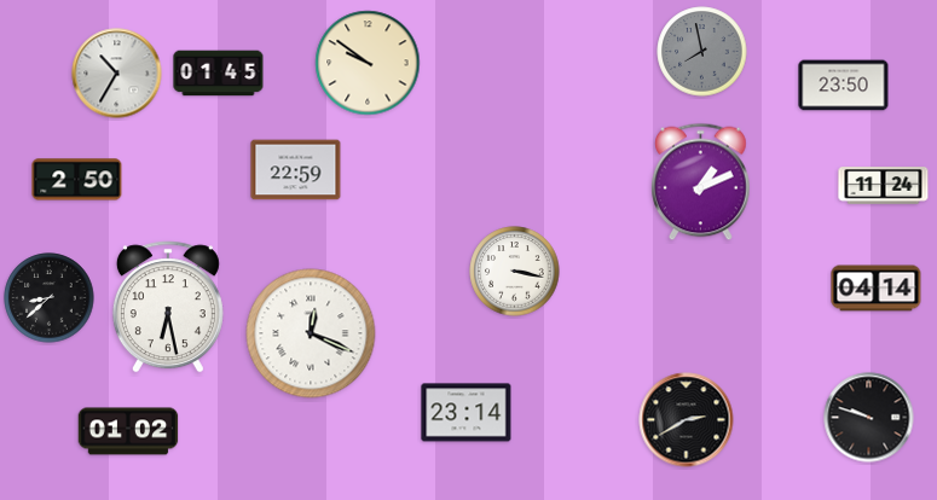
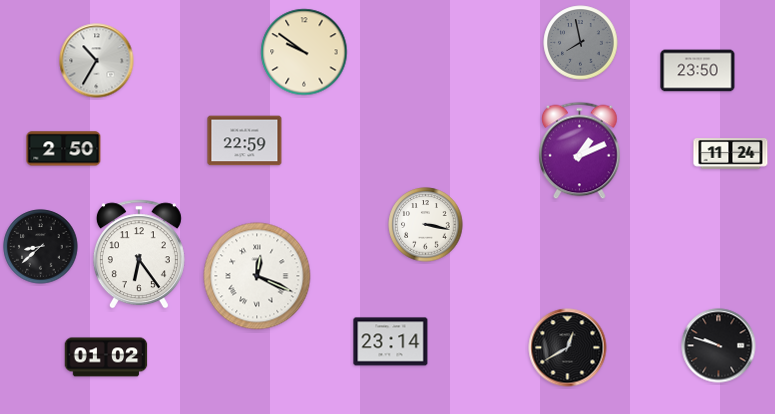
clock at (219, 74): 01:45 -> none
clock at (877, 289): 04:14 -> none
clock at (168, 307): 6:28 -> 6:24
clock at (467, 413) position: (467, 413) -> (391, 342)
clock at (687, 420): 2:40 -> 12:40
